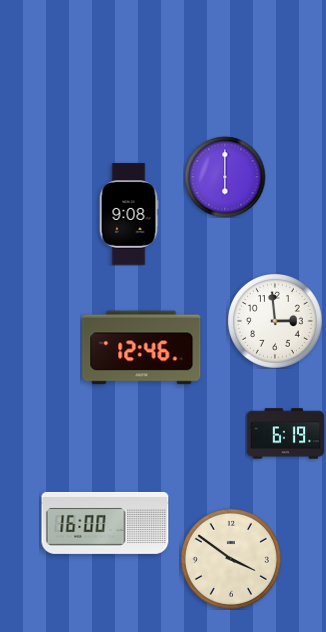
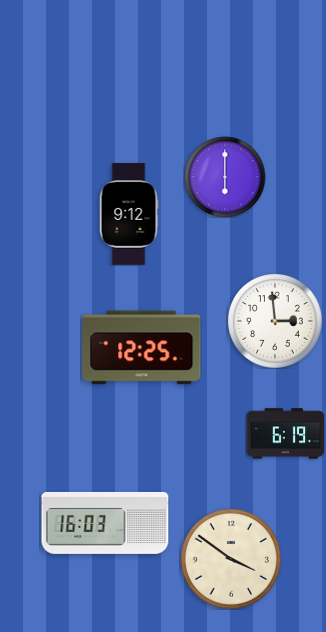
clock at (129, 214): 9:08 -> 9:12
clock at (142, 348): 12:46 -> 12:25
clock at (105, 523): 16:00 -> 16:03
